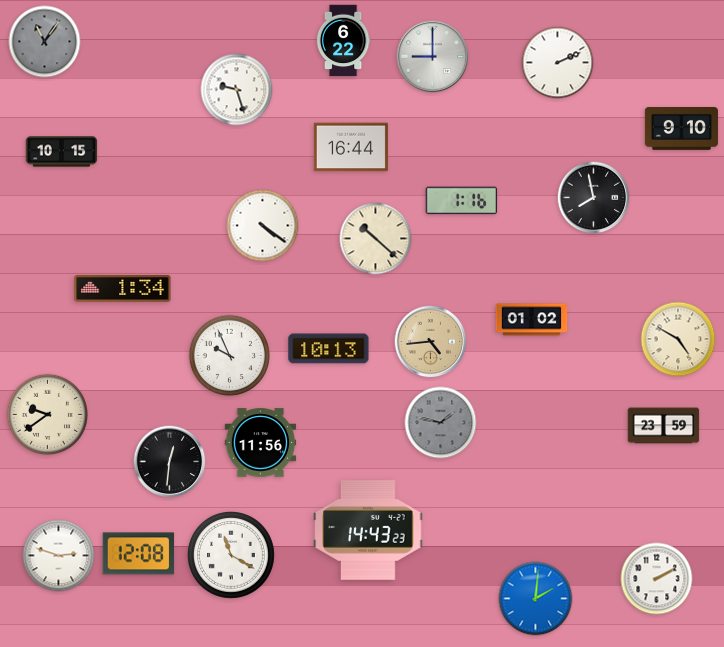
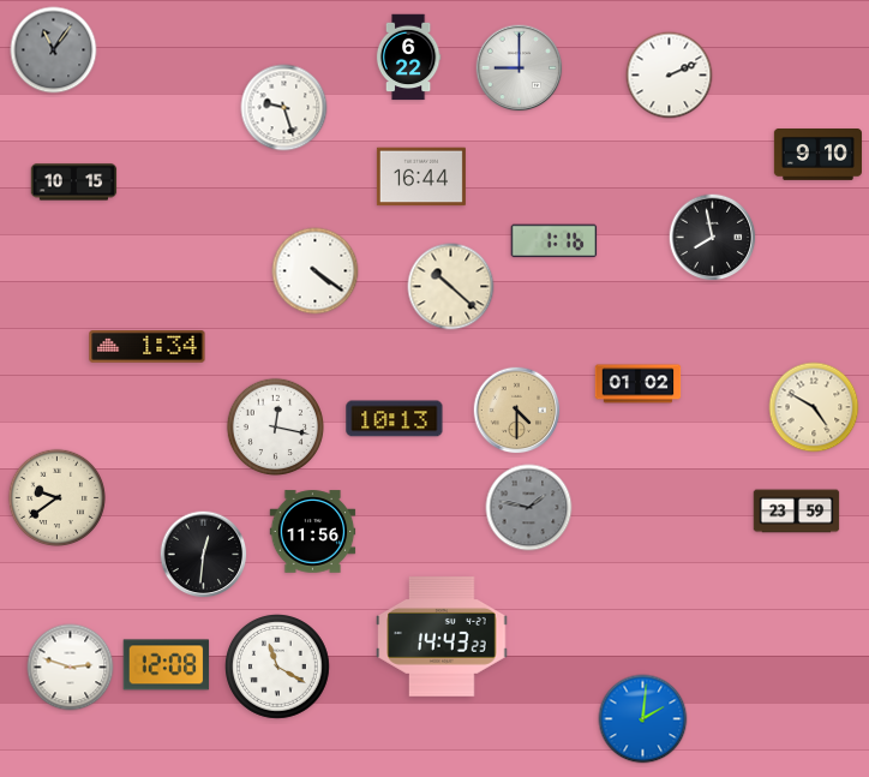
clock at (343, 41) position: (343, 41) -> (408, 58)
clock at (431, 342): 4:44 -> 4:30
clock at (230, 356): 9:56 -> 12:17
clock at (657, 579): 2:10 -> none
